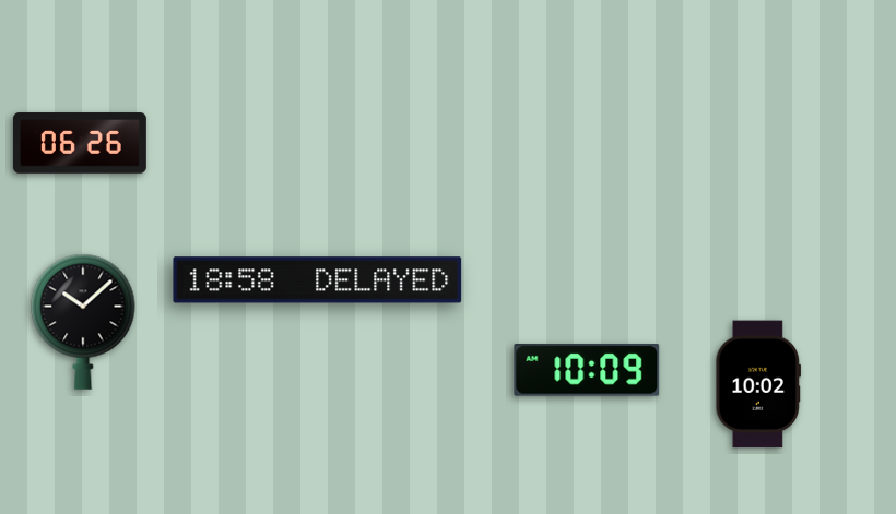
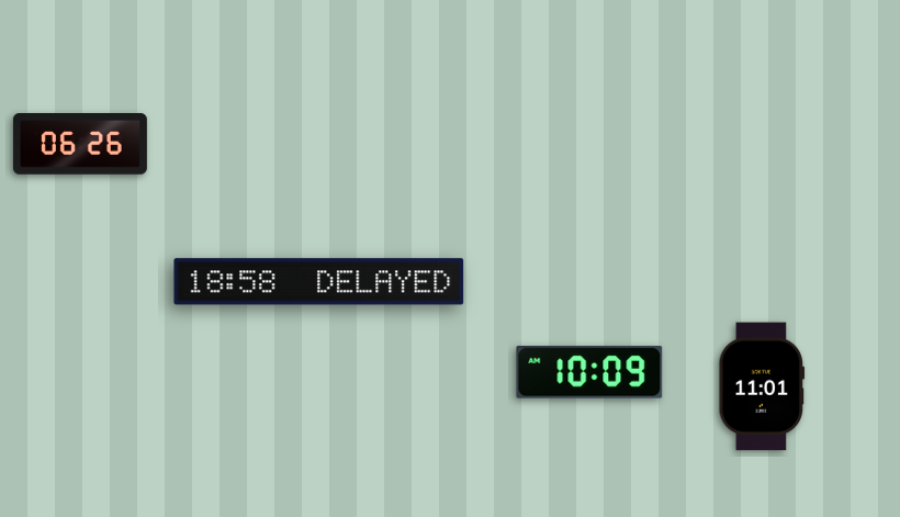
clock at (83, 322): 10:08 -> none
clock at (758, 384): 10:02 -> 11:01
